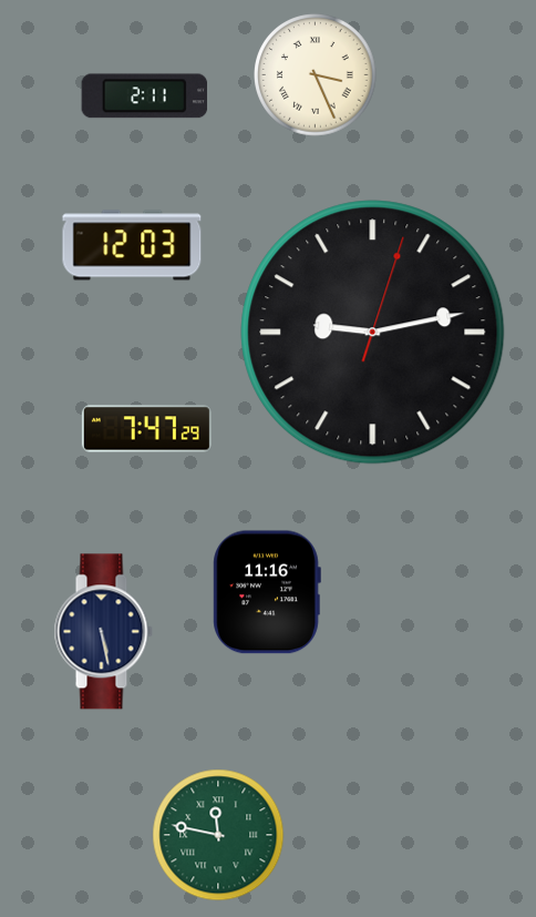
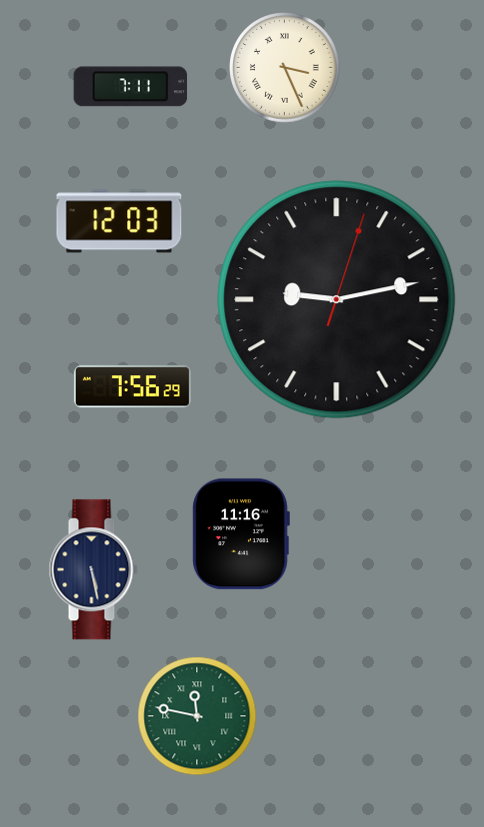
clock at (145, 96): 2:11 -> 7:11
clock at (146, 429): 7:47 -> 7:56
clock at (218, 835) position: (218, 835) -> (197, 716)
